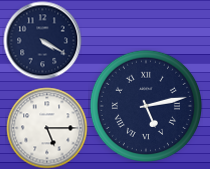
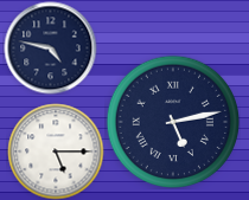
clock at (42, 40): 4:20 -> 4:47
clock at (145, 105) position: (145, 105) -> (172, 121)
